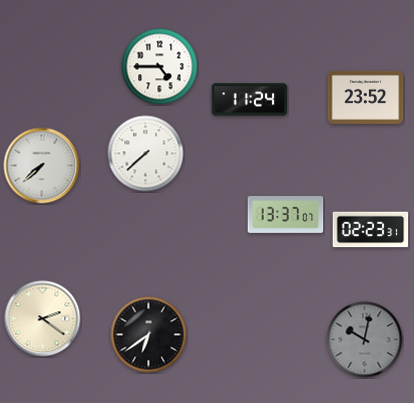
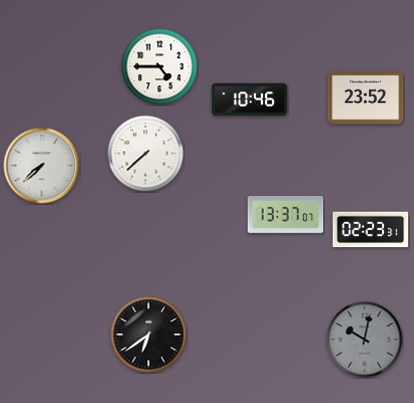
clock at (250, 100): 11:24 -> 10:46
clock at (43, 319): 2:21 -> none
